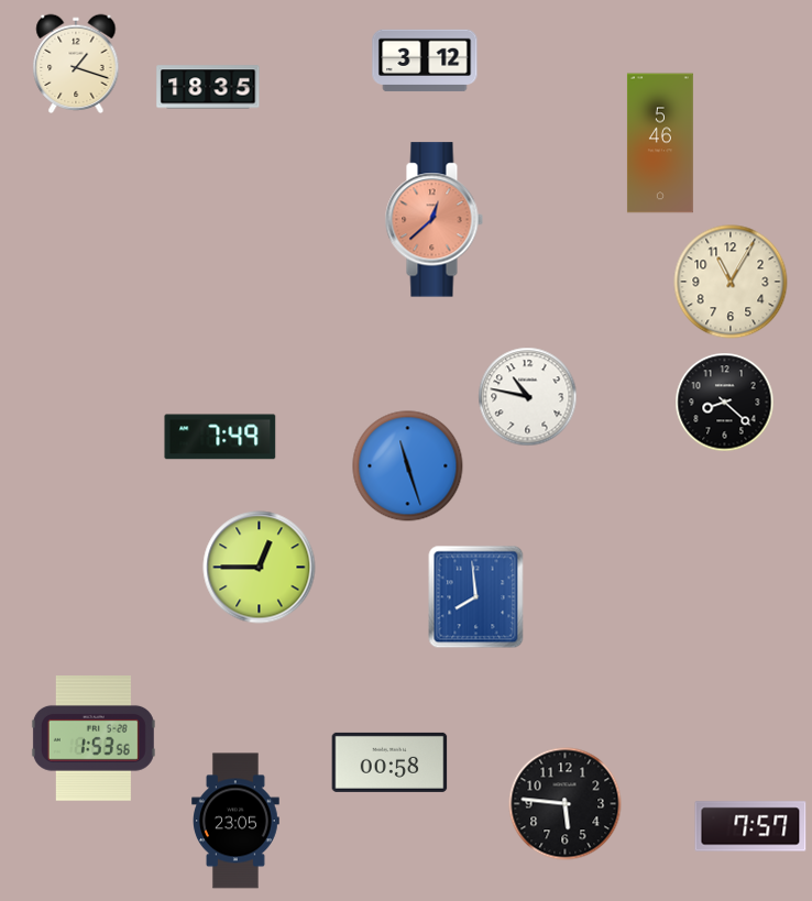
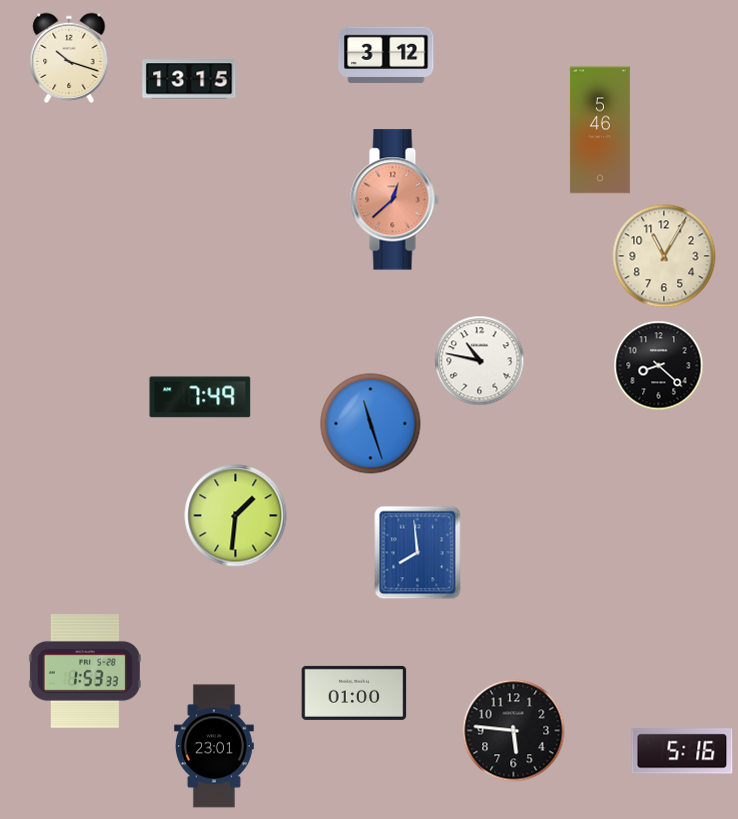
clock at (76, 63): 1:18 -> 10:18
clock at (208, 87): 18:35 -> 13:15
clock at (260, 568): 12:45 -> 1:31
clock at (476, 597) position: (476, 597) -> (418, 553)
clock at (94, 738): 1:53:56 -> 1:53:33
clock at (389, 762): 00:58 -> 01:00
clock at (237, 821): 23:05 -> 23:01
clock at (750, 826): 7:57 -> 5:16
